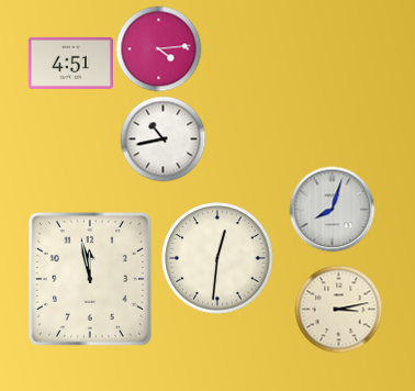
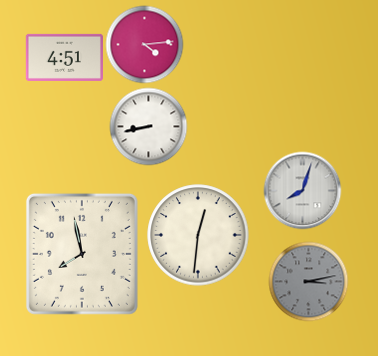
clock at (162, 138): 10:43 -> 8:43
clock at (90, 279): 11:58 -> 7:58
clock at (338, 309) dial: cream -> grey
